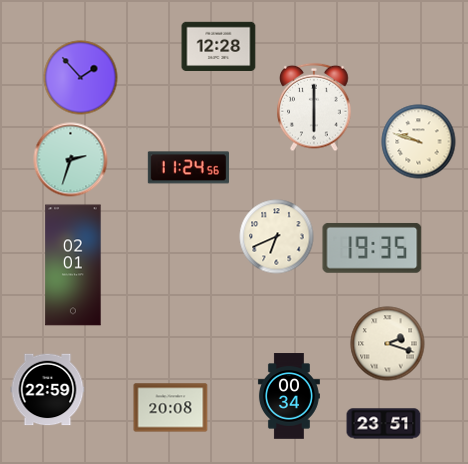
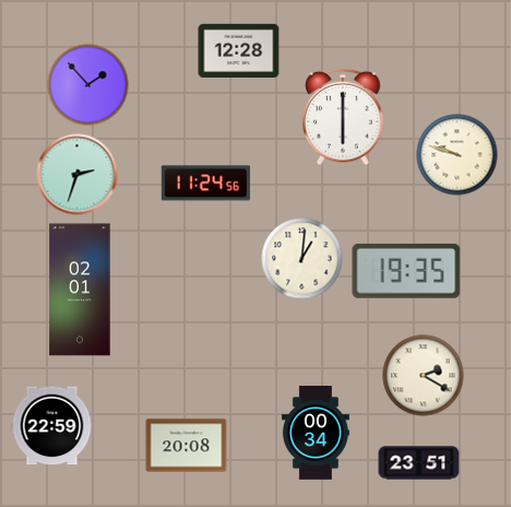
clock at (277, 237): 6:41 -> 1:01
clock at (388, 344): 2:18 -> 2:20
